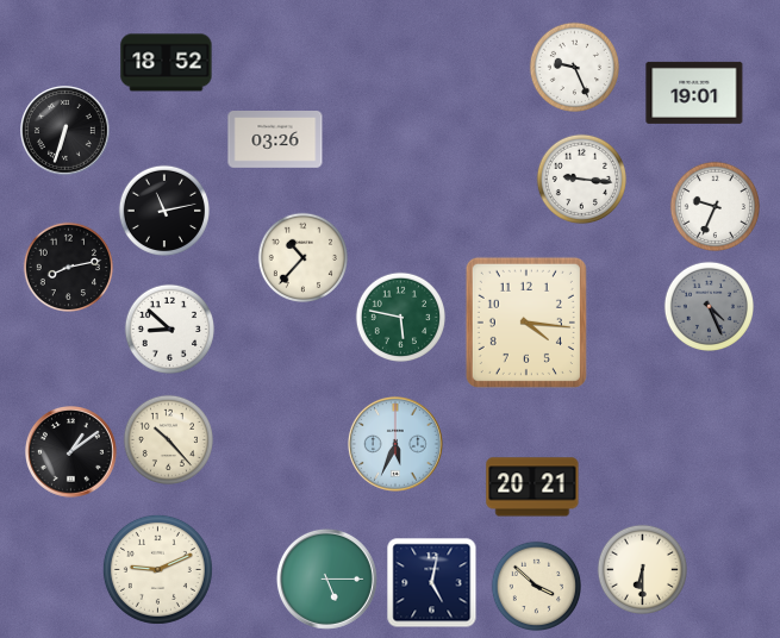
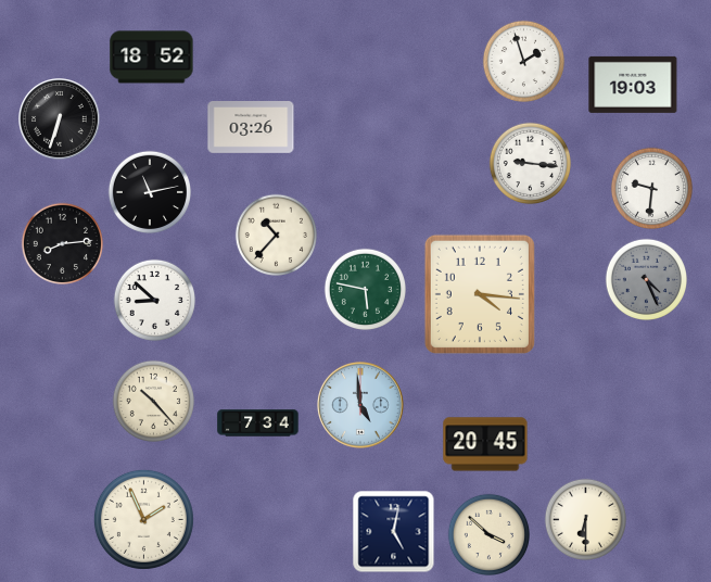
clock at (574, 67): 9:26 -> 1:57
clock at (694, 93): 19:01 -> 19:03
clock at (715, 206): 9:34 -> 9:31
clock at (68, 267): 8:13 -> 8:14
clock at (395, 444): 5:34 -> 4:59
clock at (71, 452): 1:09 -> none
clock at (258, 423): none -> 7:34
clock at (532, 487): 20:21 -> 20:45
clock at (157, 569): 9:11 -> 1:56
clock at (326, 578): 5:15 -> none
